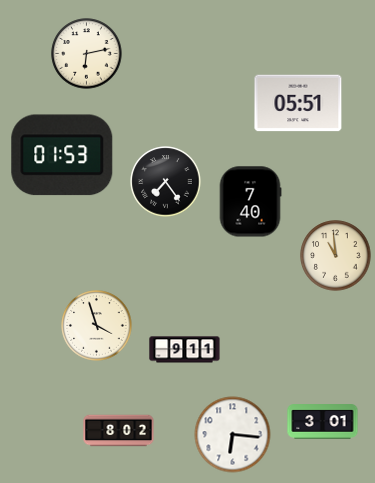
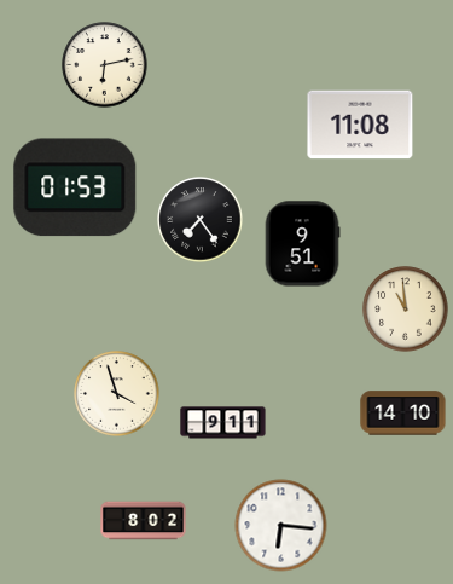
clock at (298, 103): 05:51 -> 11:08
clock at (250, 202): 7:40 -> 9:51
clock at (403, 414): none -> 14:10
clock at (323, 422): 3:01 -> none
